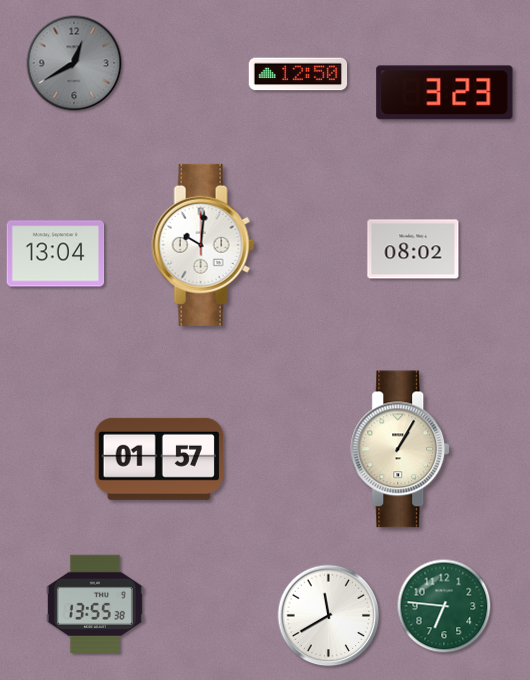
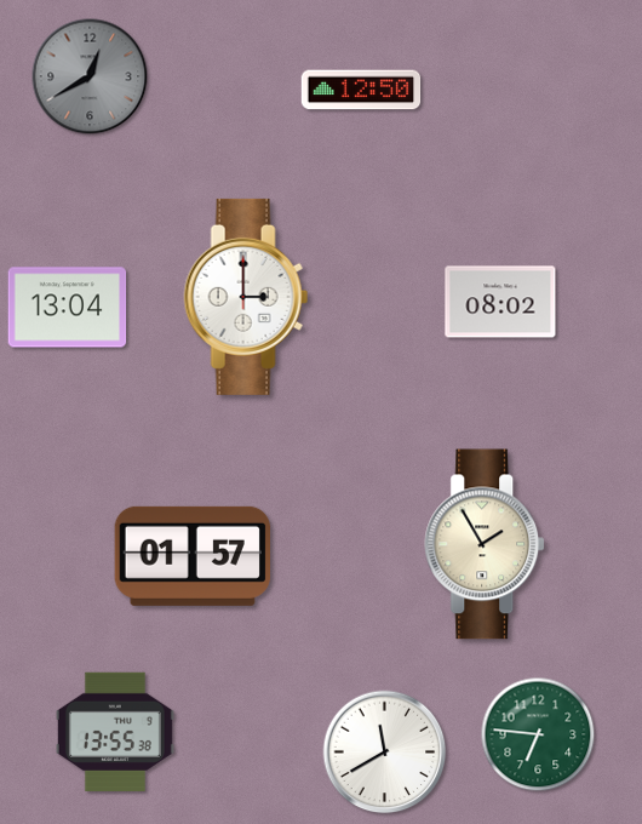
clock at (445, 93): 3:23 -> none
clock at (203, 245): 10:01 -> 3:00
clock at (401, 449): 1:05 -> 1:55
clock at (329, 616) position: (329, 616) -> (385, 753)
